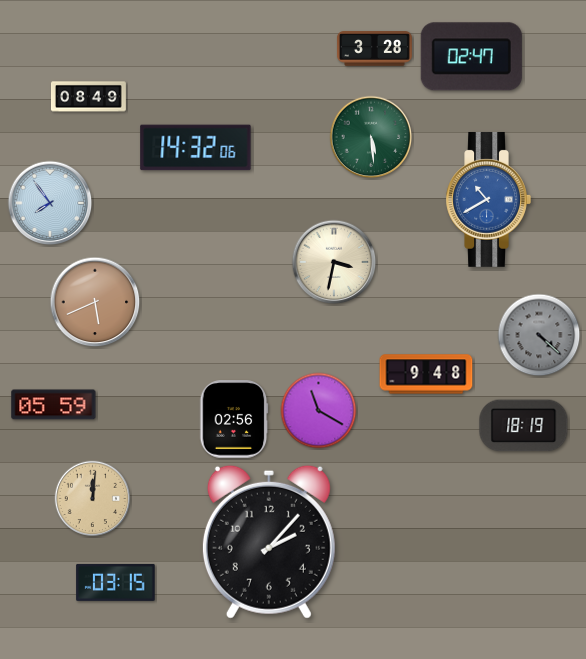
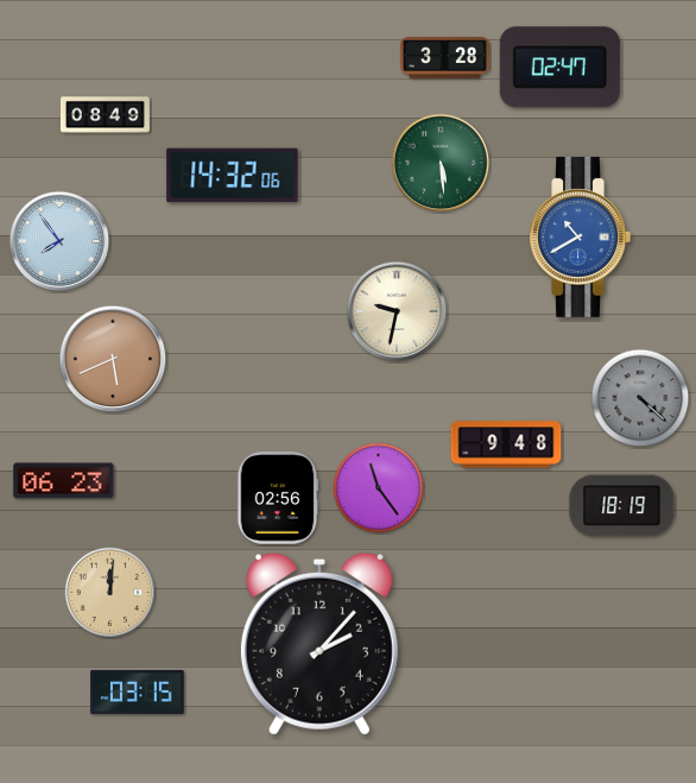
clock at (334, 262): 3:32 -> 9:32
clock at (54, 405): 05:59 -> 06:23
clock at (319, 411): 11:20 -> 11:24
